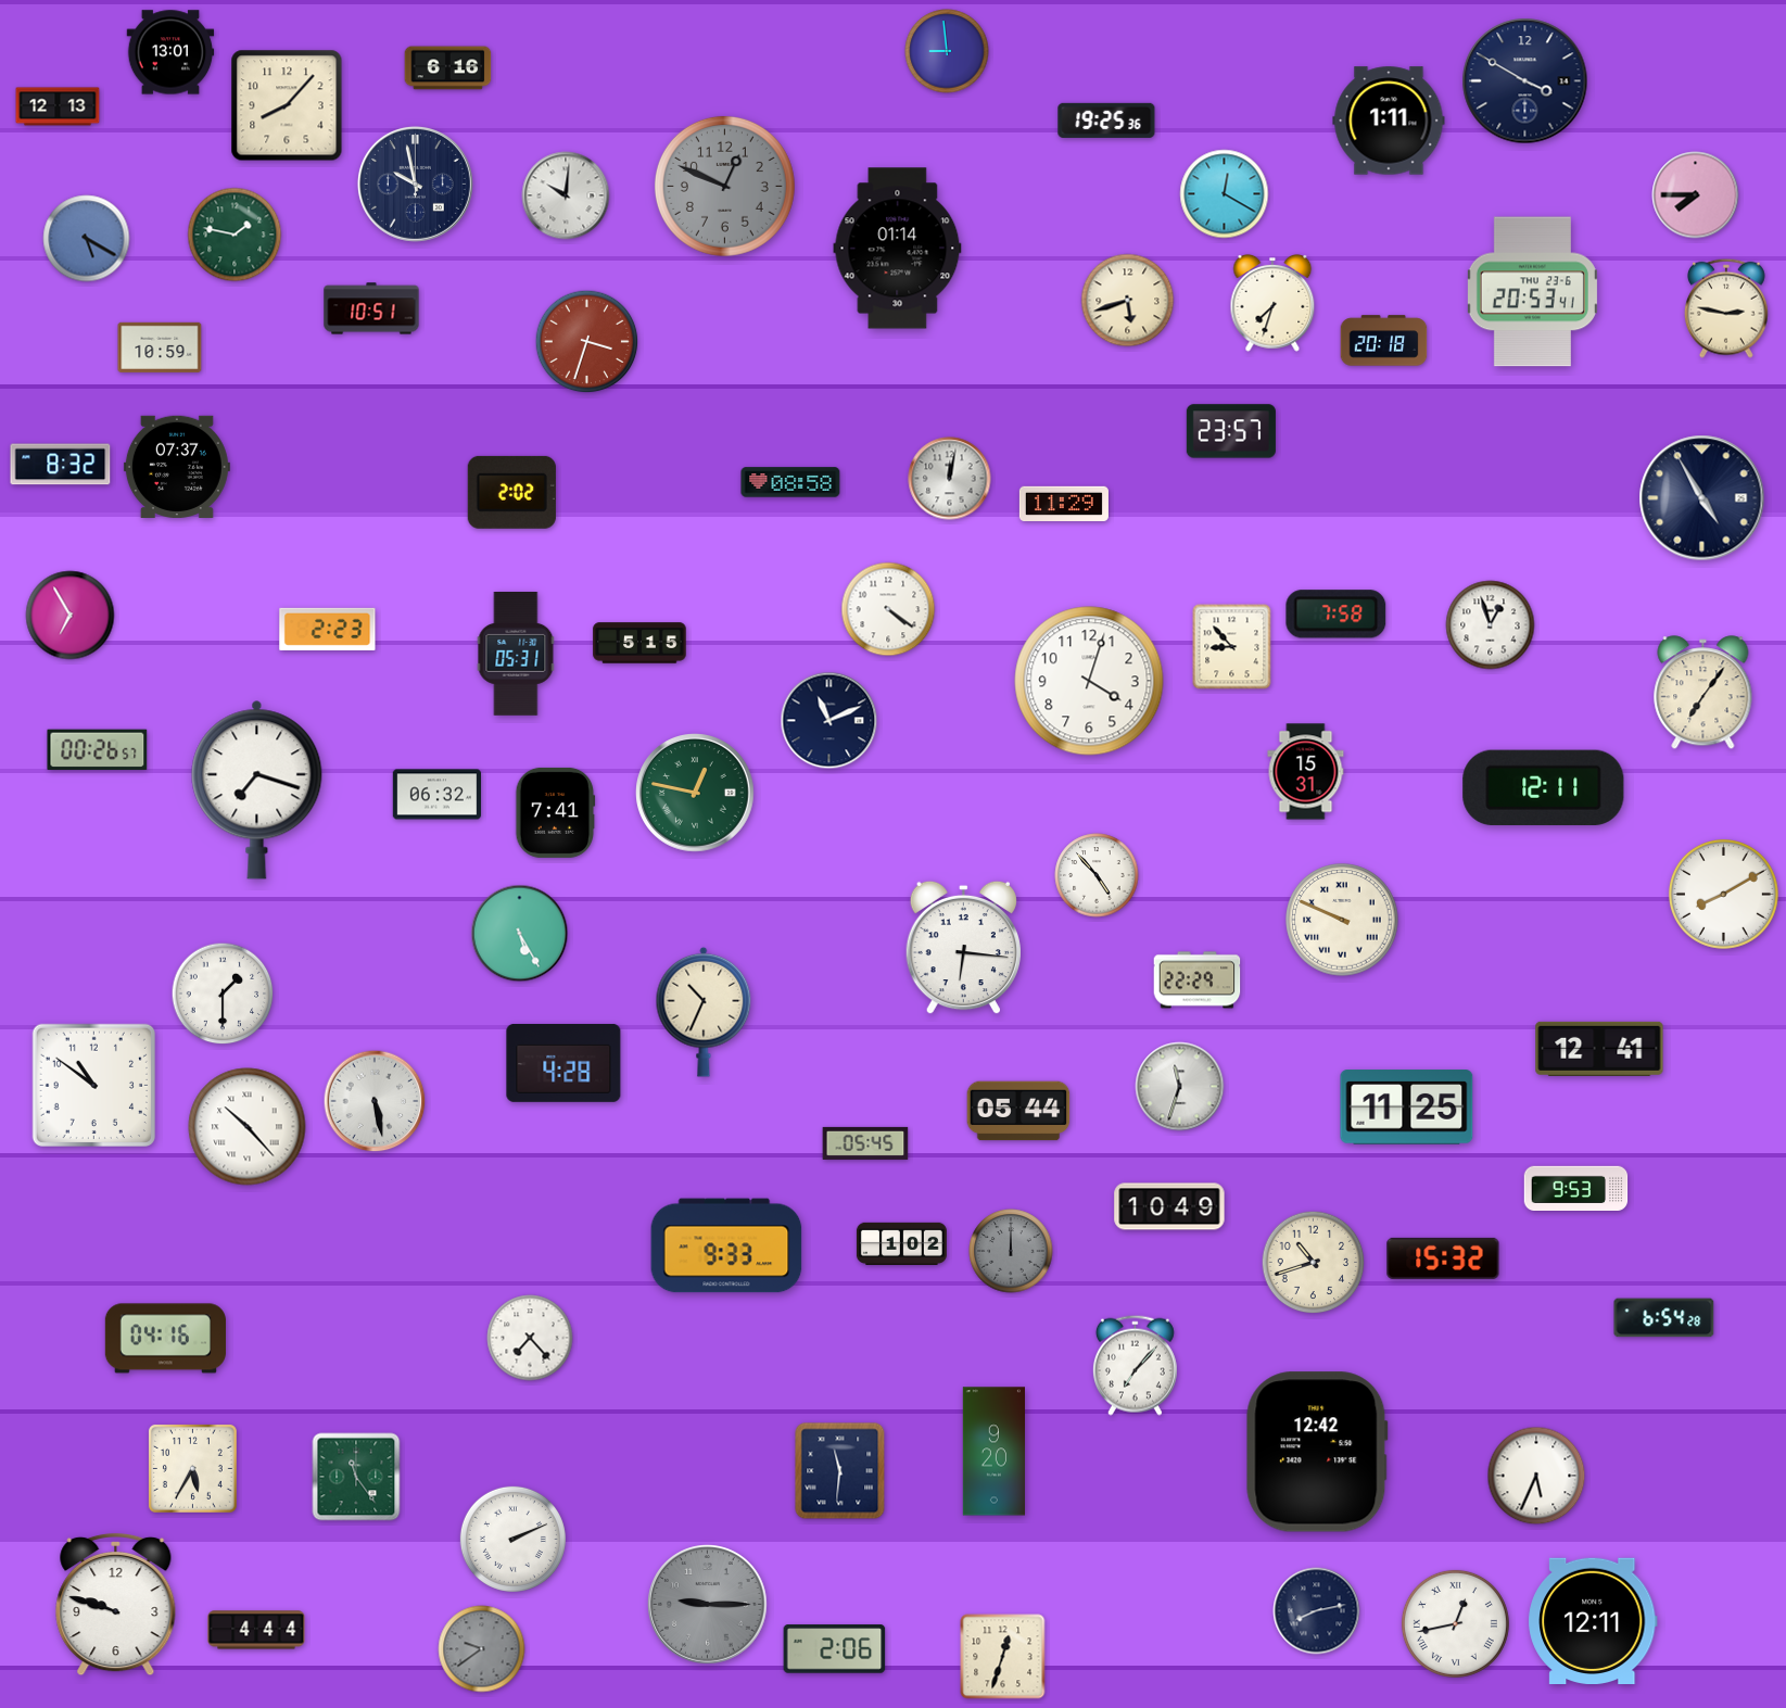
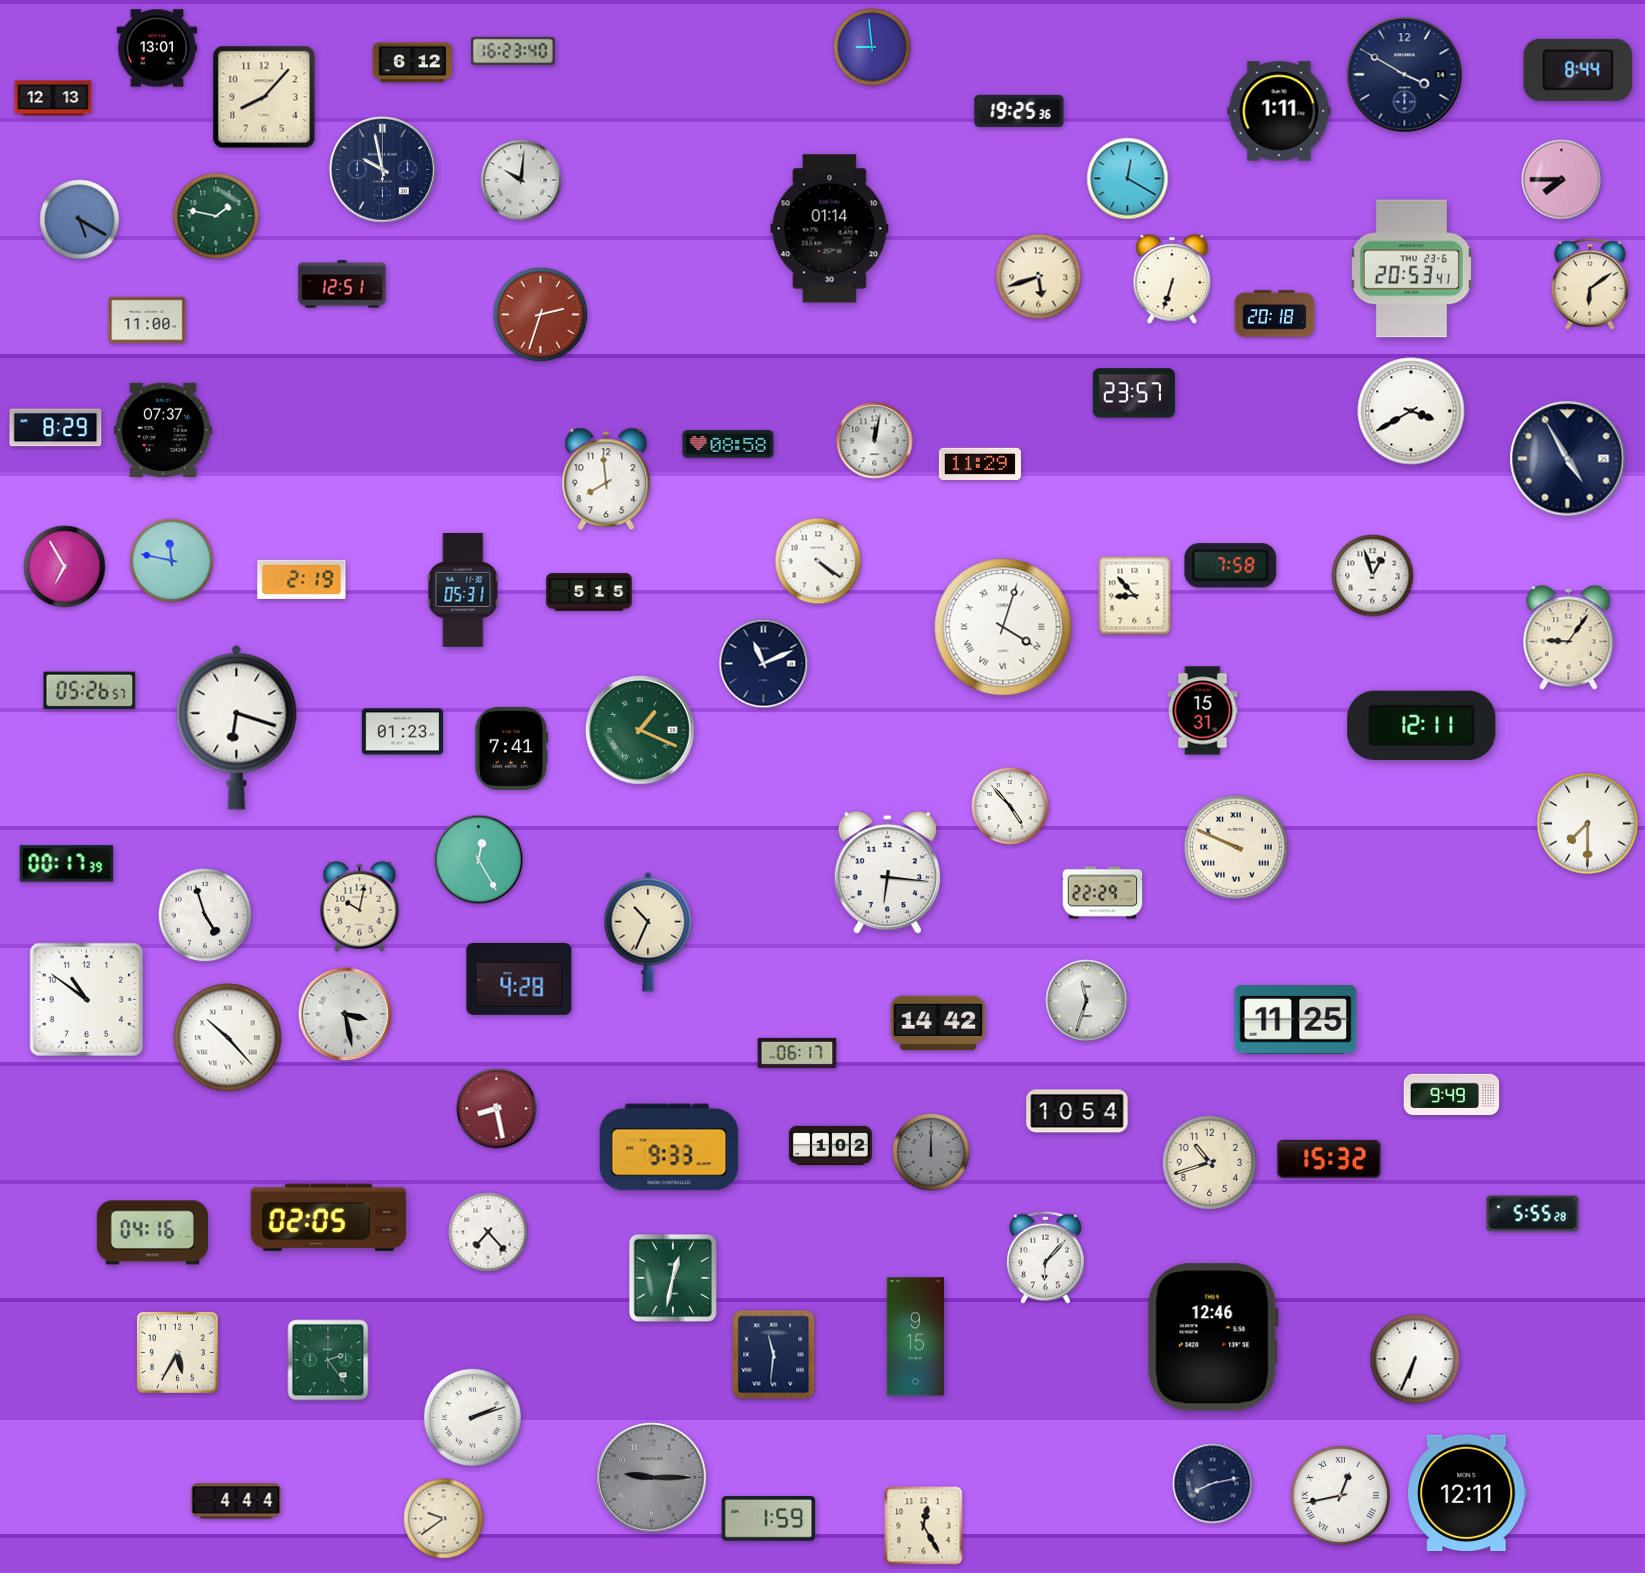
clock at (514, 51): none -> 16:23
clock at (448, 68): 6:16 -> 6:12
clock at (1578, 70): none -> 8:44
clock at (724, 186): 12:49 -> none
clock at (898, 249) position: (898, 249) -> (830, 229)
clock at (1272, 303): 7:33 -> 6:33
clock at (371, 308): 10:51 -> 12:51
clock at (1726, 308): 2:47 -> 6:09
clock at (587, 342): 3:33 -> 2:33
clock at (160, 347): 10:59 -> 11:00
clock at (1231, 431) position: (1231, 431) -> (1134, 393)
clock at (1411, 411): none -> 3:40
clock at (61, 465): 8:32 -> 8:29
clock at (511, 492): 2:02 -> none
clock at (606, 479): none -> 7:59
clock at (172, 561): none -> 11:47
clock at (328, 629): 2:23 -> 2:19
clock at (516, 654) position: (516, 654) -> (463, 590)
clock at (1089, 681) numerals: Arabic -> Roman
clock at (1703, 693): 7:06 -> 9:06
clock at (98, 750): 00:26 -> 05:26
clock at (257, 789): 7:18 -> 6:18
clock at (695, 793): 12:47 -> 1:19
clock at (436, 795): 06:32 -> 01:23
clock at (1723, 894): 8:10 -> 7:30
clock at (520, 934): 5:25 -> 12:25
clock at (67, 864): none -> 00:17
clock at (1198, 980) position: (1198, 980) -> (1103, 893)
clock at (360, 906): none -> 10:02
clock at (223, 994): 1:30 -> 4:57
clock at (1599, 1049): 12:41 -> none
clock at (375, 1101): 5:28 -> 3:28
clock at (1018, 1111): 05:44 -> 14:42
clock at (865, 1143): 05:45 -> 06:17
clock at (1576, 1188): 9:53 -> 9:49
clock at (497, 1109): none -> 8:28
clock at (1169, 1206): 10:49 -> 10:54
clock at (1664, 1318): 6:54 -> 5:55
clock at (328, 1217): none -> 02:05
clock at (1135, 1365): 7:07 -> 6:07
clock at (672, 1277): none -> 12:32
clock at (993, 1452): 9:20 -> 9:15
clock at (1317, 1452): 12:42 -> 12:46
clock at (1536, 1476): 5:34 -> 6:34
clock at (356, 1477): 11:24 -> 2:24
clock at (512, 1539): 2:11 -> 2:12
clock at (116, 1605): 9:48 -> none
clock at (482, 1649) dial: grey -> cream
clock at (835, 1649): 2:06 -> 1:59
clock at (1003, 1657): 12:33 -> 12:25
